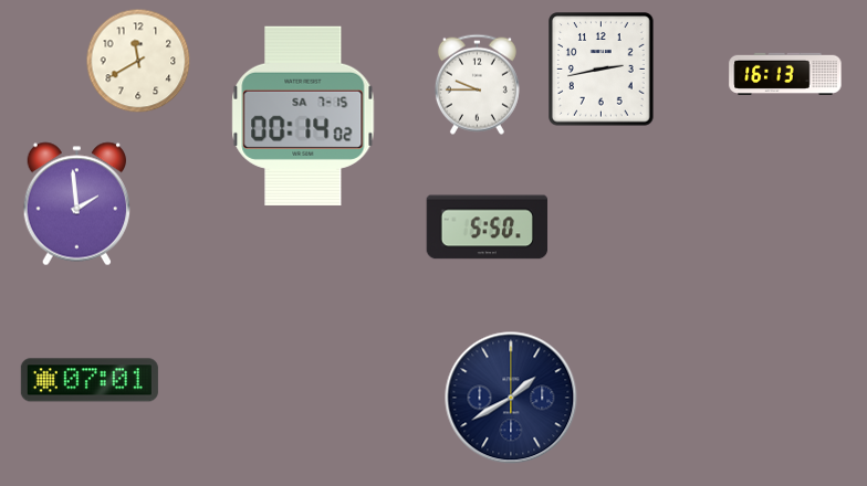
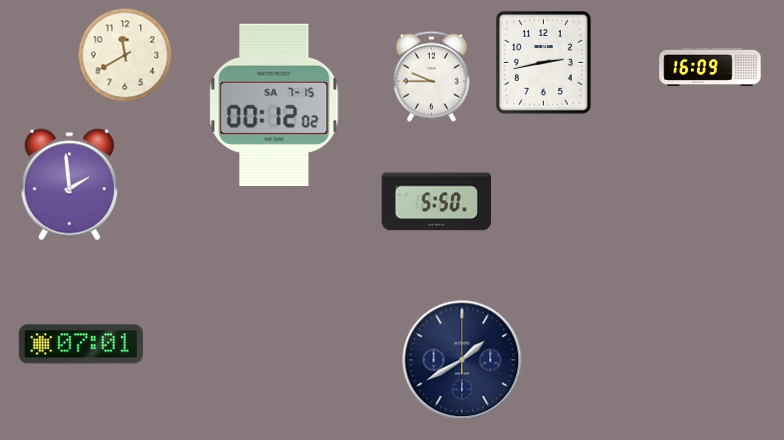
clock at (785, 74): 16:13 -> 16:09
clock at (303, 116): 00:14 -> 00:12
clock at (488, 228) position: (488, 228) -> (437, 202)
